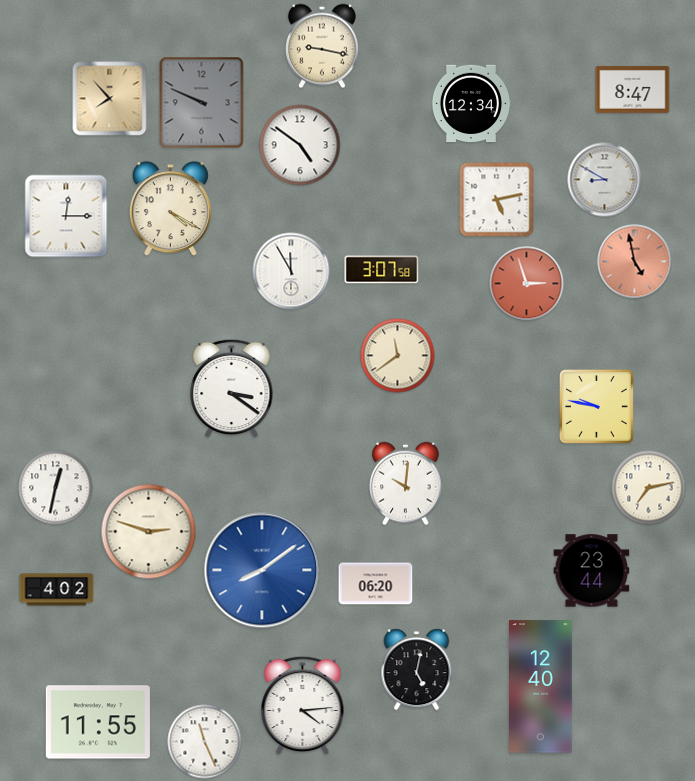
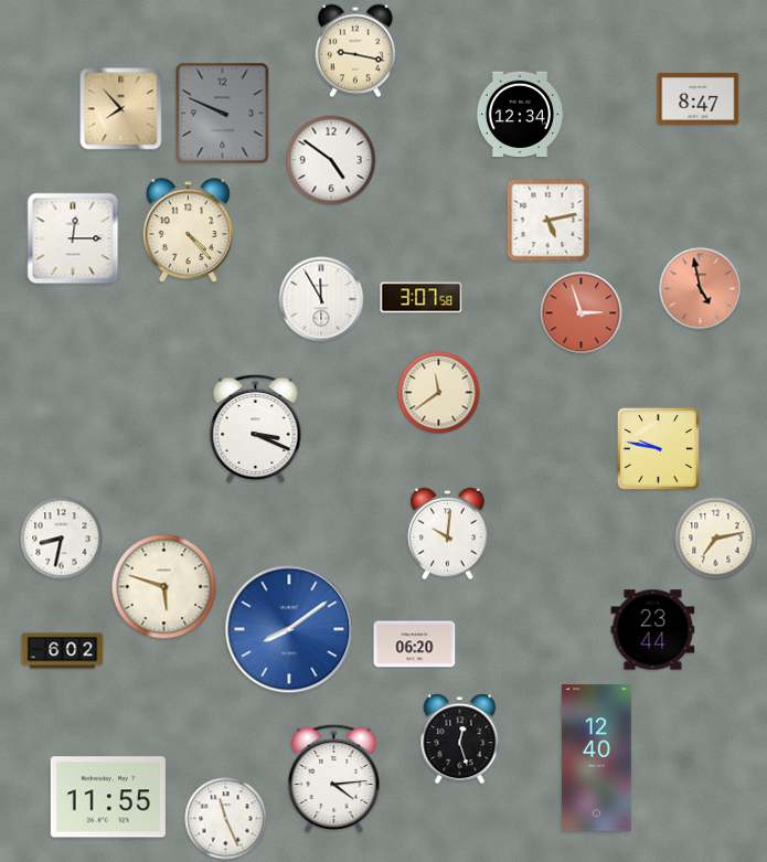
clock at (605, 180): 8:50 -> none
clock at (170, 209): 4:20 -> 4:23
clock at (232, 389): 3:21 -> 3:19
clock at (56, 488): 12:32 -> 8:32
clock at (149, 532): 2:48 -> 5:48
clock at (57, 590): 4:02 -> 6:02
clock at (417, 670): 5:02 -> 12:27
